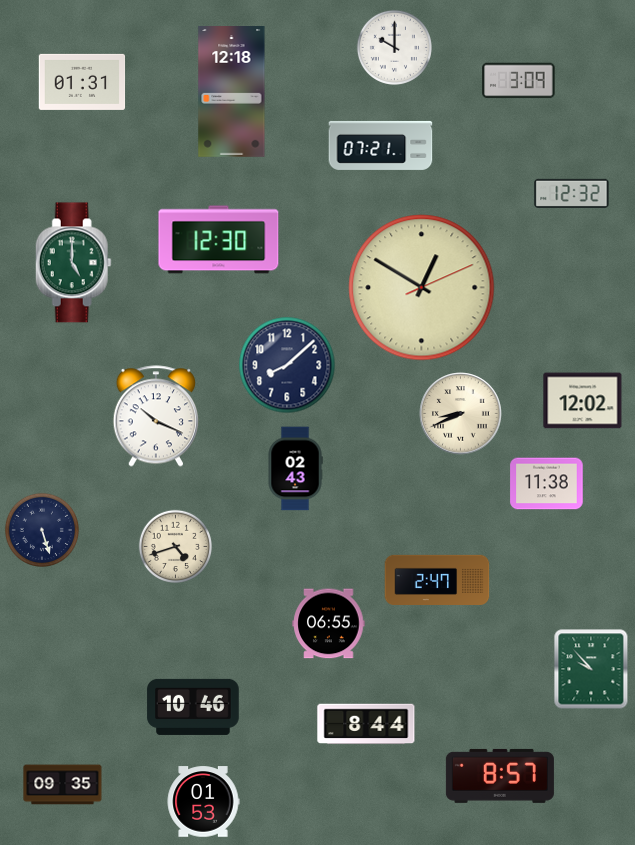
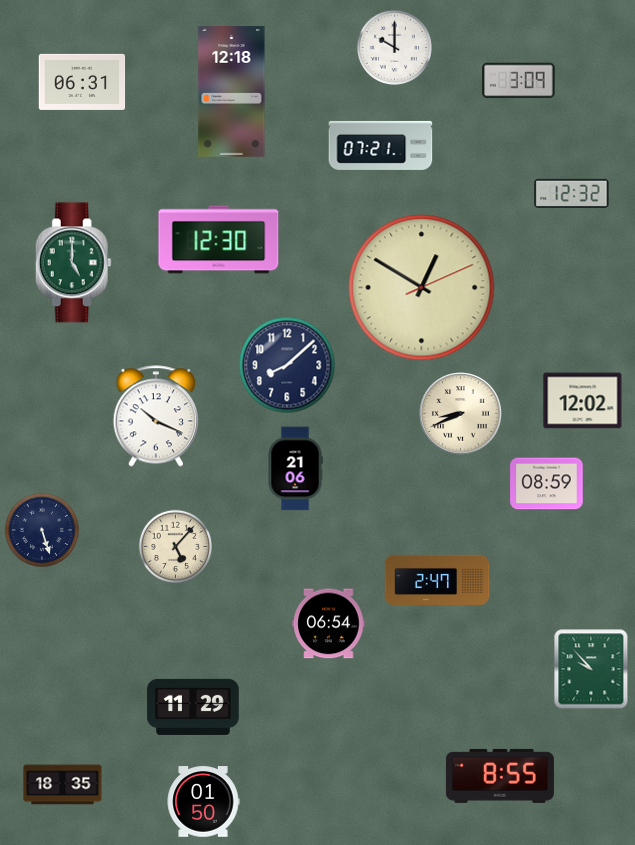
clock at (82, 82): 01:31 -> 06:31
clock at (295, 469): 02:43 -> 21:06
clock at (547, 484): 11:38 -> 08:59
clock at (175, 546): 4:42 -> 5:07
clock at (329, 624): 06:55 -> 06:54
clock at (193, 707): 10:46 -> 11:29
clock at (366, 724): 8:44 -> none
clock at (500, 776): 8:57 -> 8:55
clock at (63, 785): 09:35 -> 18:35
clock at (203, 802): 01:53 -> 01:50
